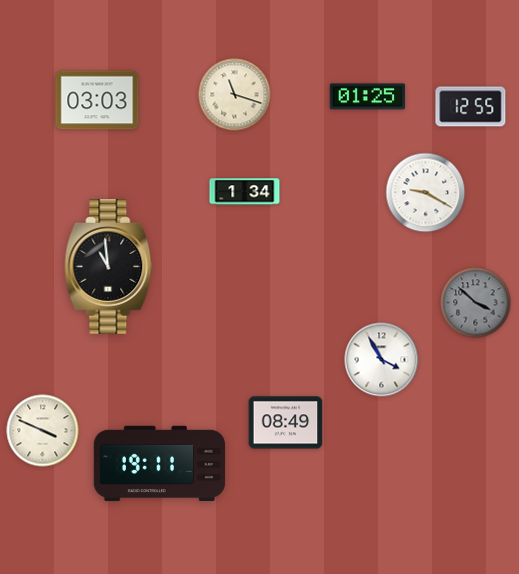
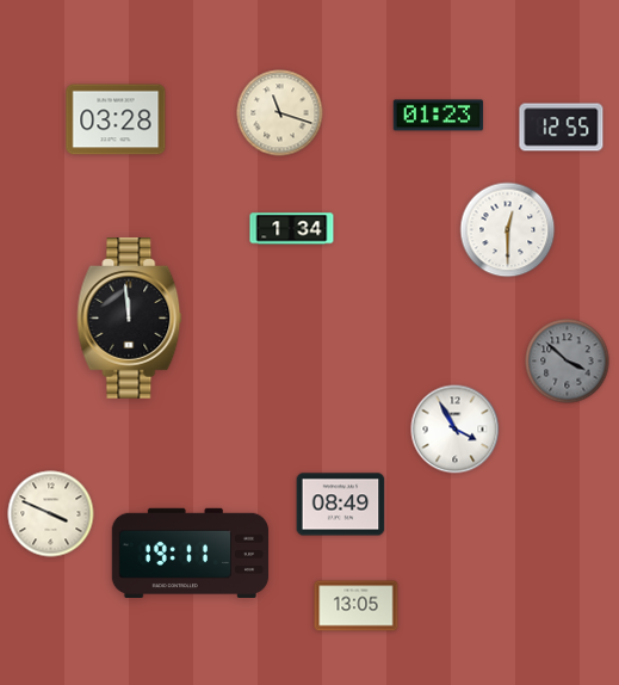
clock at (368, 97): 01:25 -> 01:23
clock at (97, 100): 03:03 -> 03:28
clock at (426, 193): 9:20 -> 12:30
clock at (109, 267): 10:59 -> 11:59
clock at (357, 606): none -> 13:05
